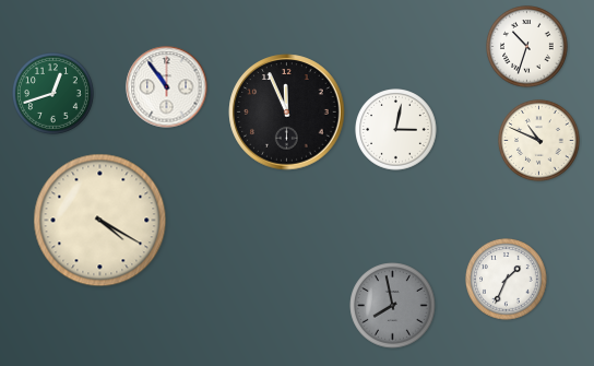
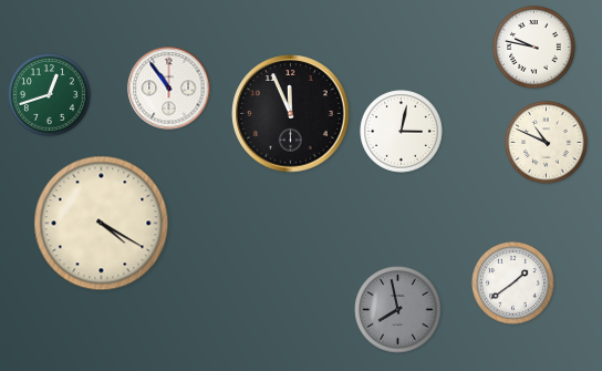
clock at (527, 47): 10:33 -> 9:47
clock at (54, 94) position: (54, 94) -> (50, 95)
clock at (507, 280): 1:34 -> 1:39
